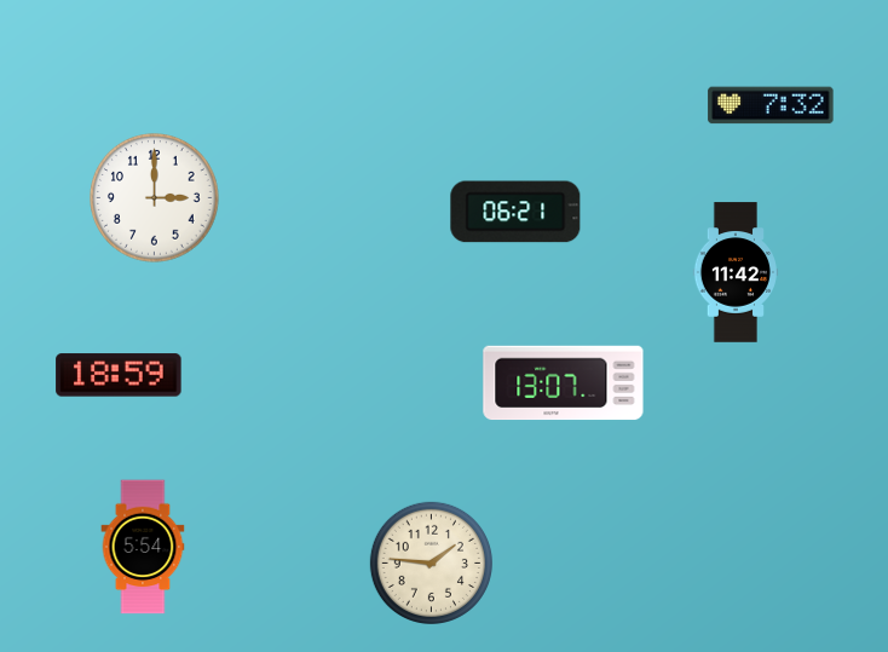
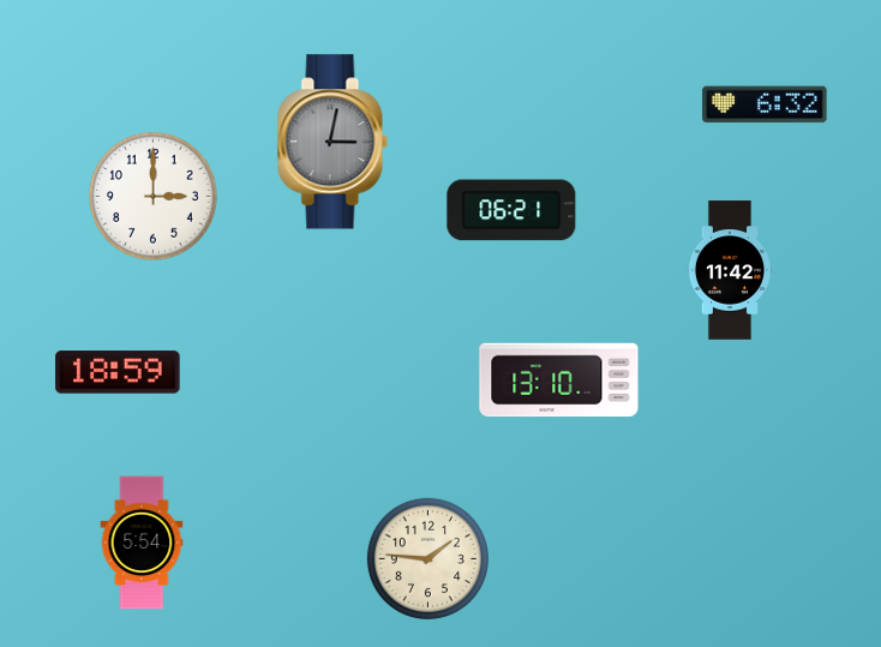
clock at (771, 105): 7:32 -> 6:32
clock at (332, 142): none -> 3:02
clock at (564, 383): 13:07 -> 13:10
